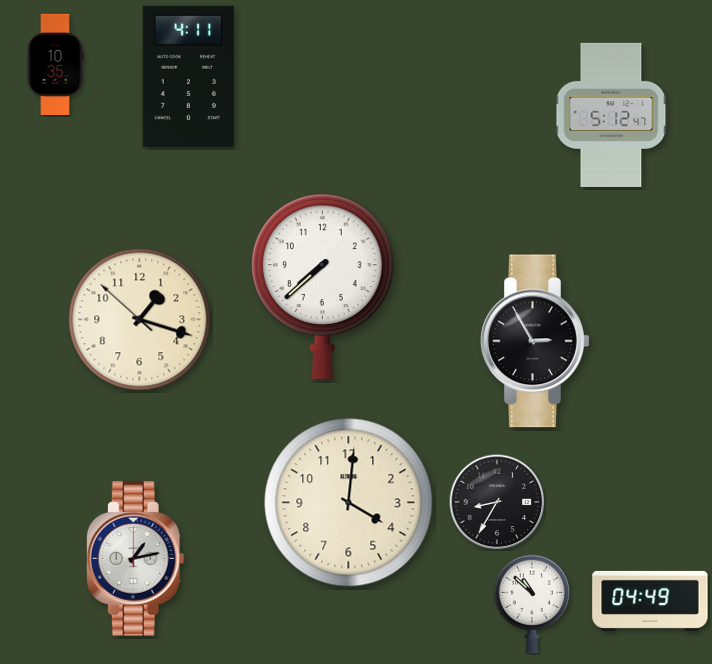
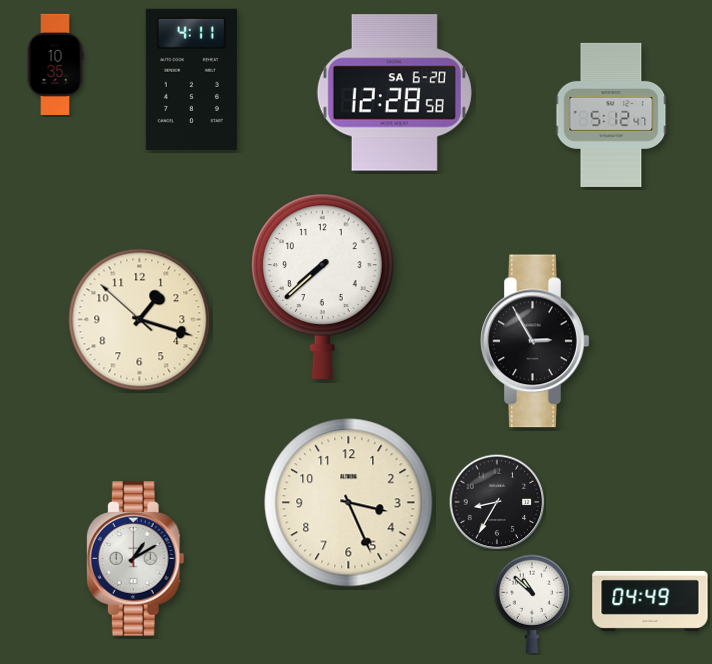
clock at (188, 76) position: (188, 76) -> (191, 79)
clock at (394, 93): none -> 12:28
clock at (349, 503): 4:01 -> 3:26
clock at (135, 559): 1:13 -> 1:10
